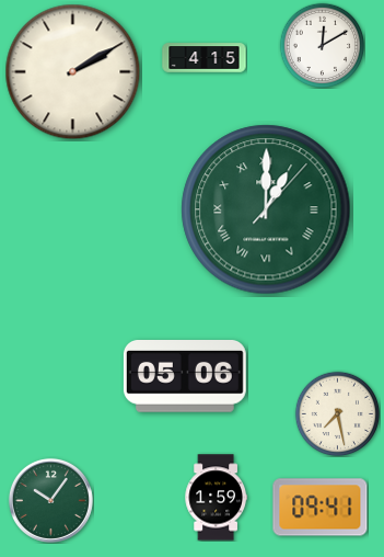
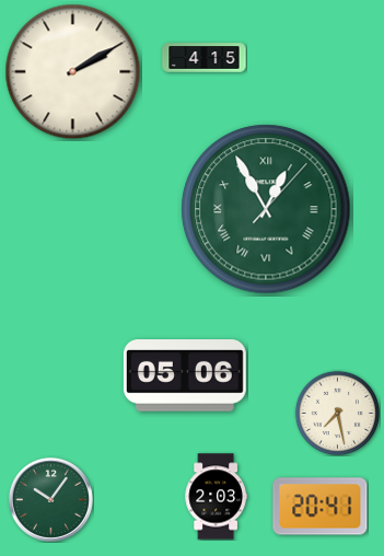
clock at (322, 45): 12:10 -> none
clock at (266, 209): 1:00 -> 12:55
clock at (216, 498): 1:59 -> 2:03
clock at (321, 508): 09:41 -> 20:41
